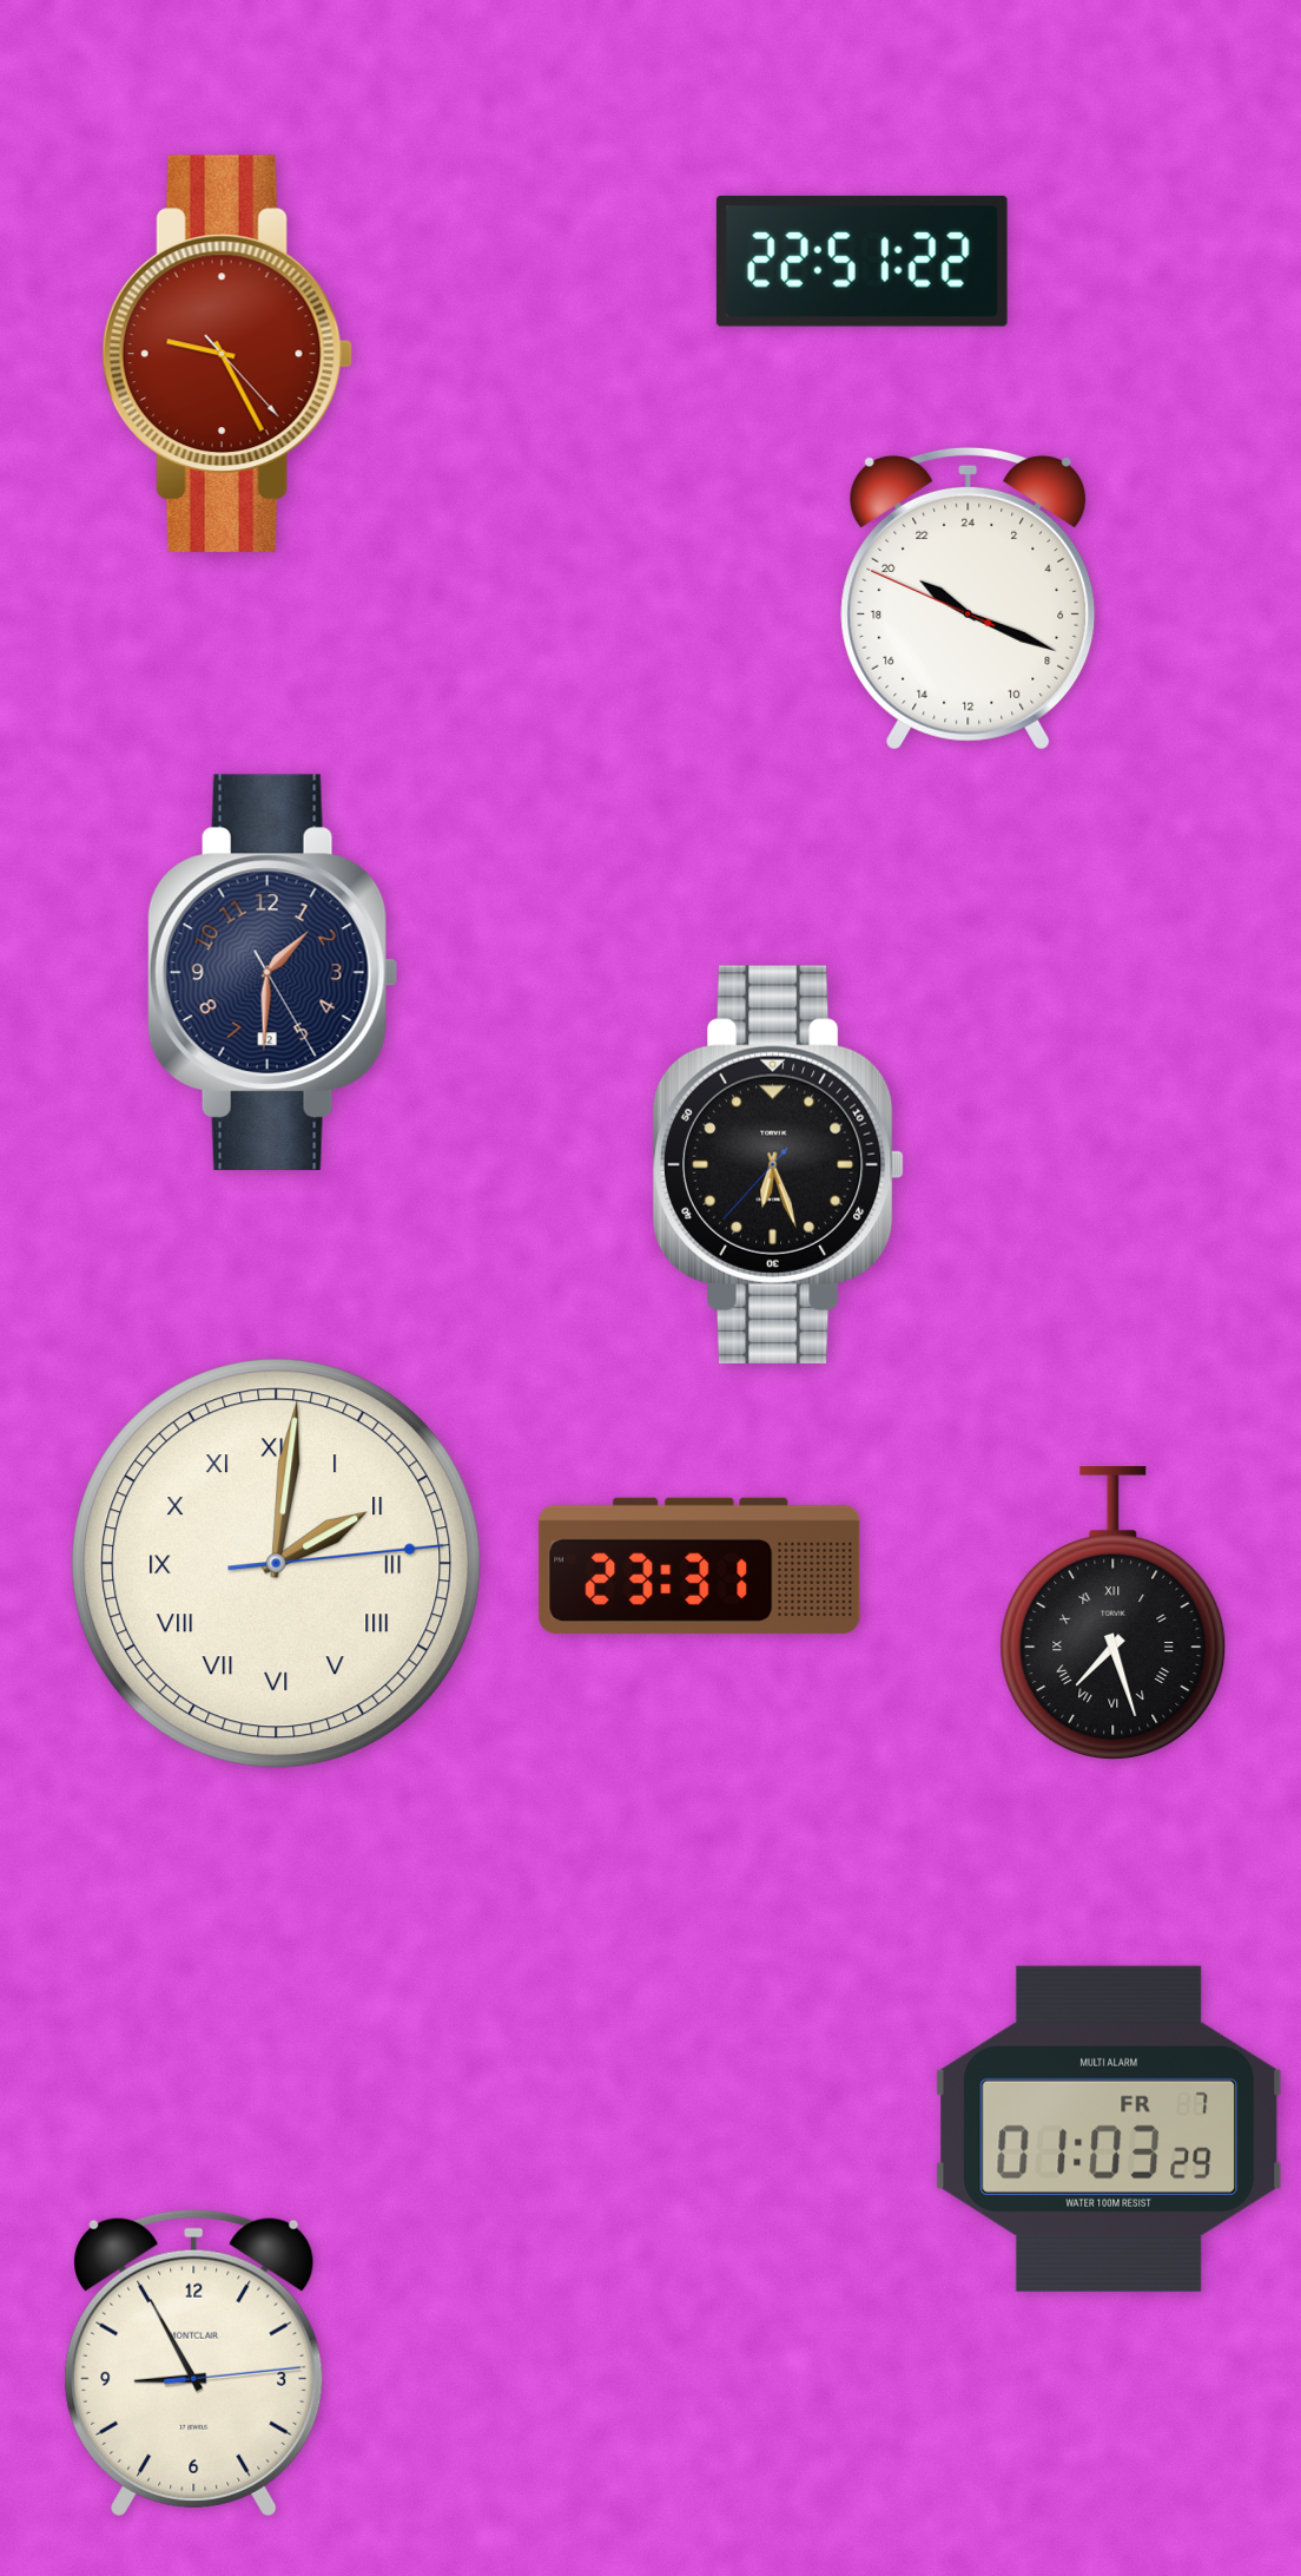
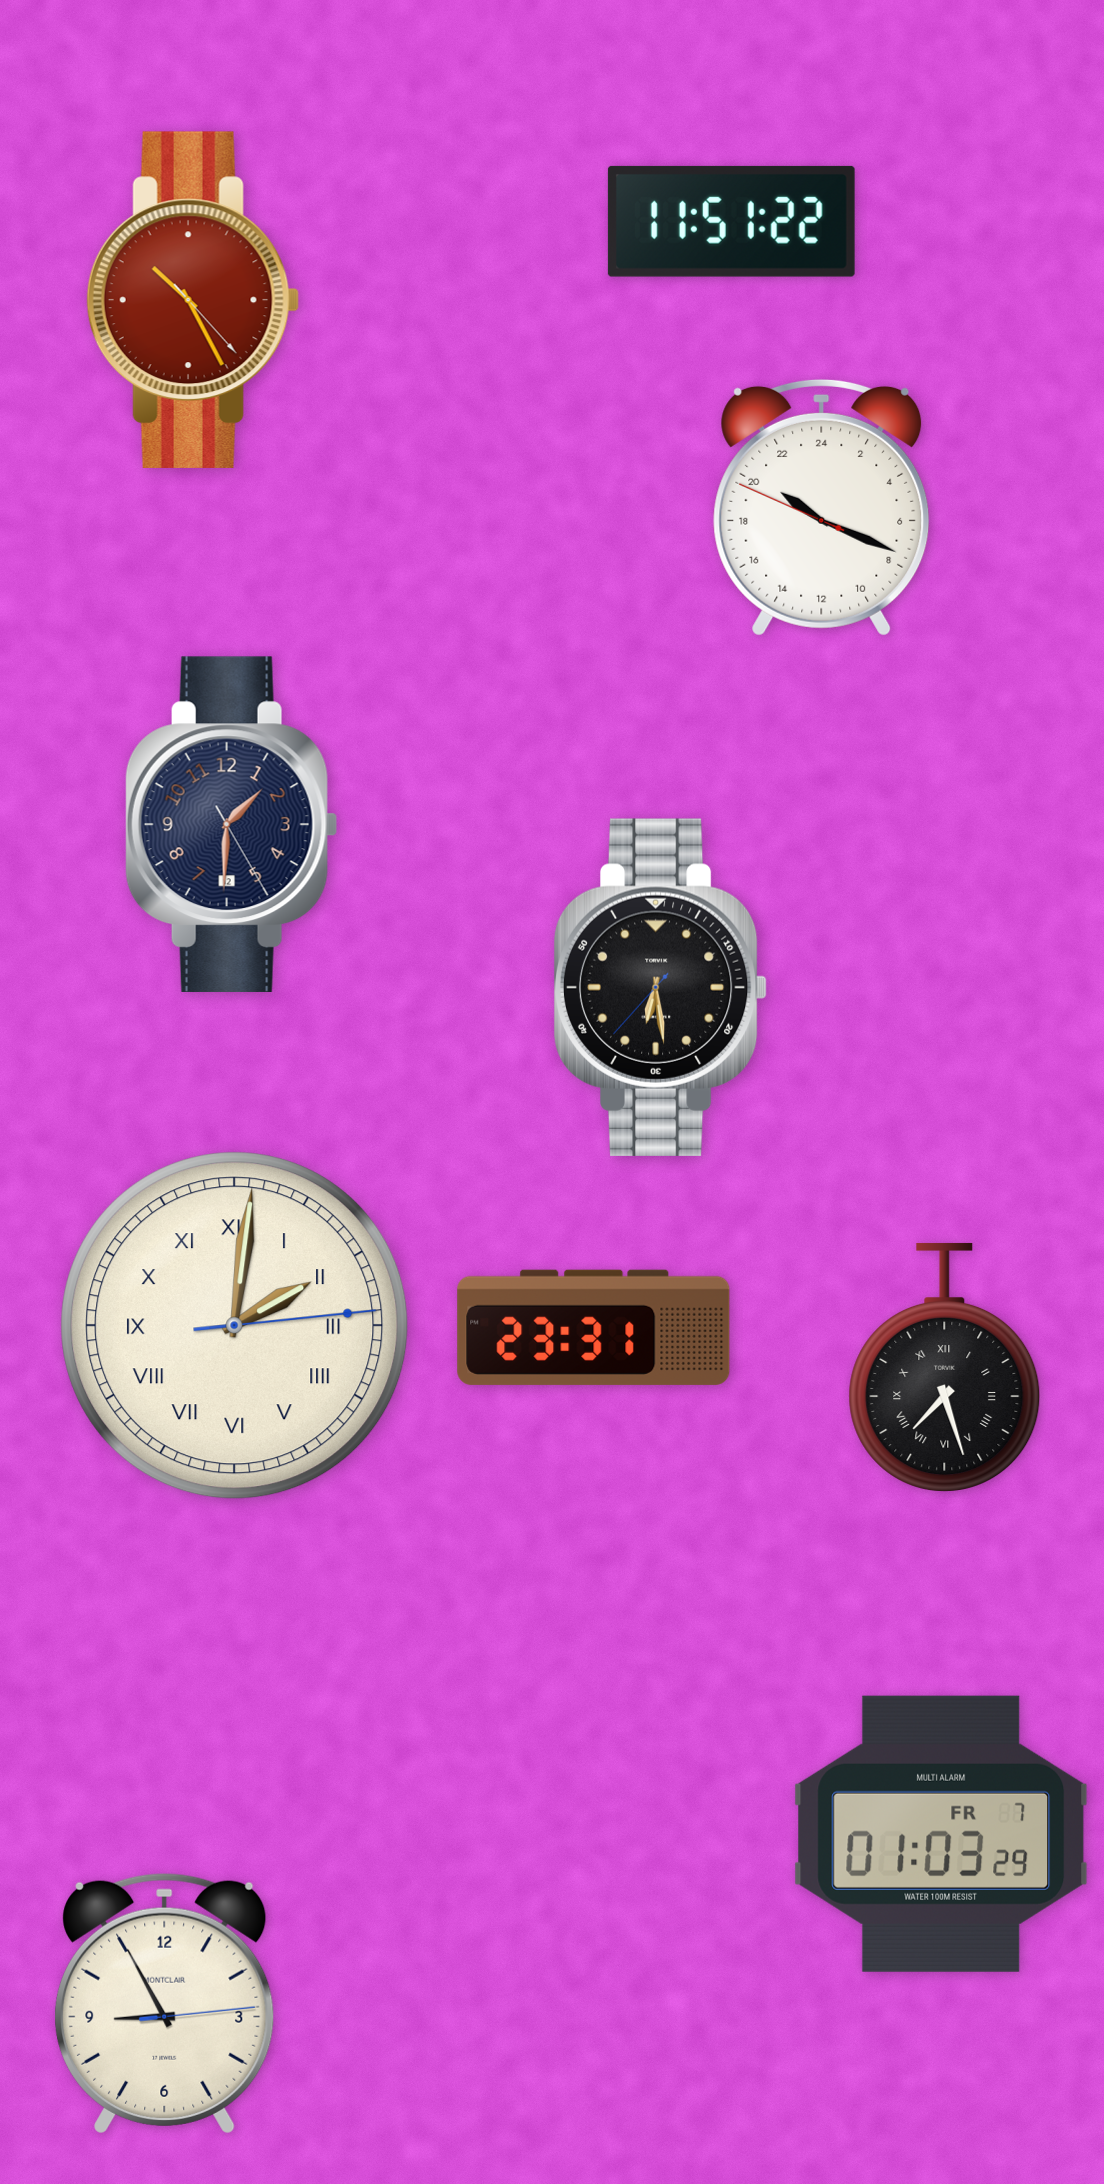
clock at (861, 261): 22:51 -> 11:51
clock at (227, 354): 9:25 -> 10:25
clock at (779, 1164): 6:26 -> 6:28
clock at (1109, 2129) position: (1109, 2129) -> (941, 1834)
